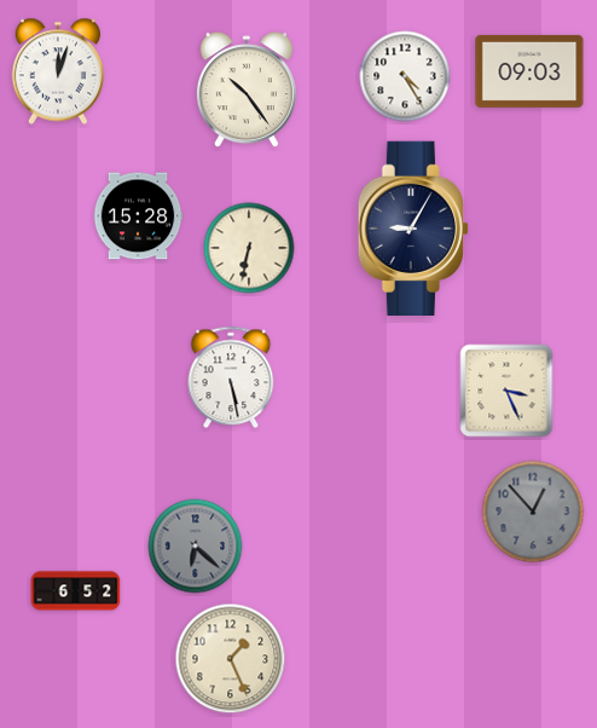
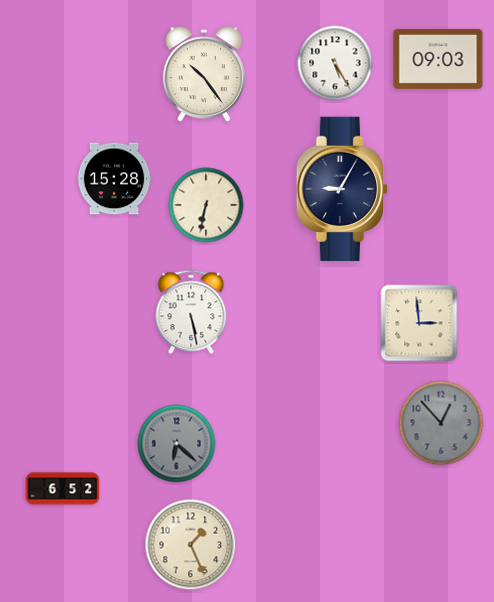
clock at (57, 71): 12:03 -> none
clock at (405, 76): 4:25 -> 5:25
clock at (506, 391): 3:26 -> 2:59
clock at (196, 547) position: (196, 547) -> (177, 444)
